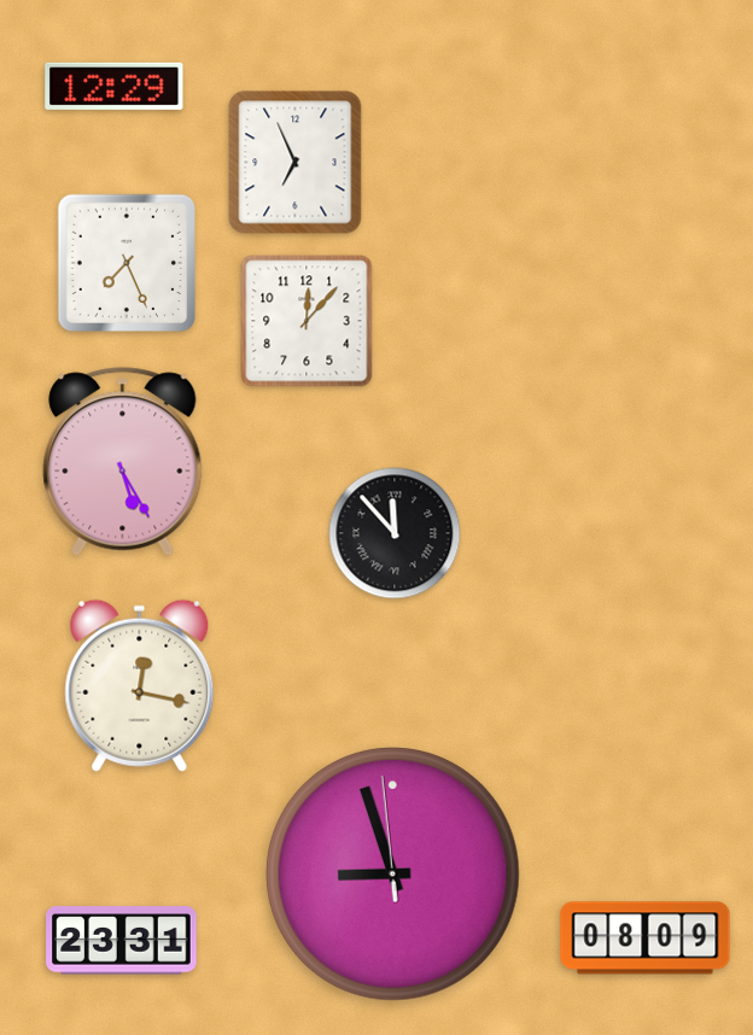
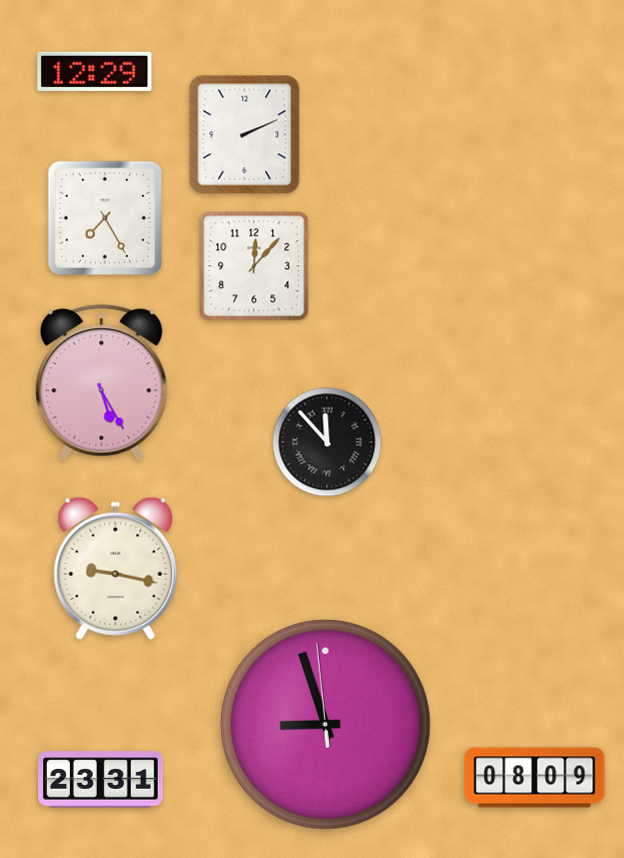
clock at (296, 163): 6:56 -> 2:11
clock at (125, 262): 7:26 -> 7:25
clock at (140, 685): 12:17 -> 9:17
